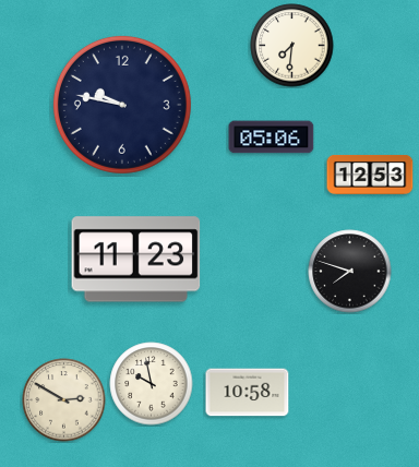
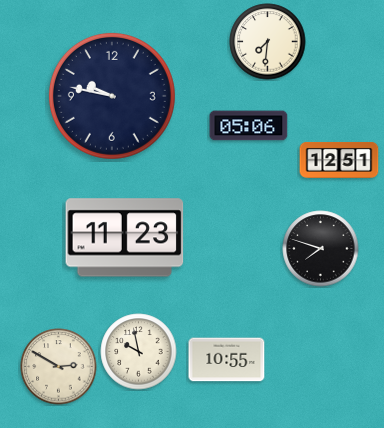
clock at (370, 175): 12:53 -> 12:51
clock at (248, 393): 10:58 -> 10:55
